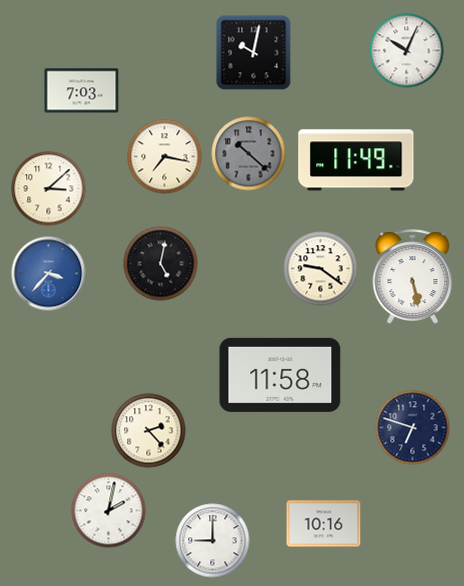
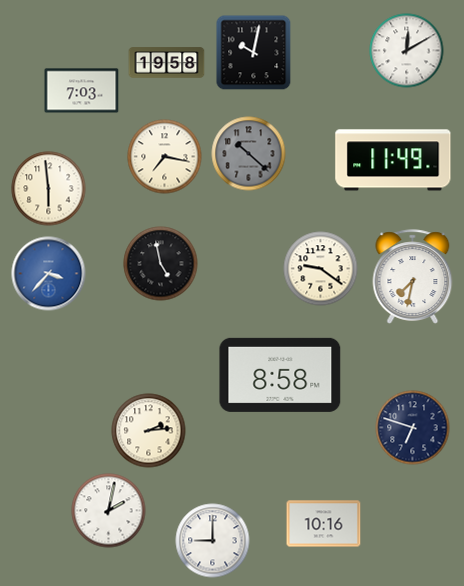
clock at (407, 51): 10:04 -> 12:10
clock at (167, 63): none -> 19:58
clock at (356, 160) position: (356, 160) -> (393, 160)
clock at (49, 189): 3:08 -> 5:59
clock at (161, 264): 5:02 -> 4:58
clock at (413, 277): 5:28 -> 7:32
clock at (280, 375): 11:58 -> 8:58
clock at (149, 431): 2:23 -> 2:14
